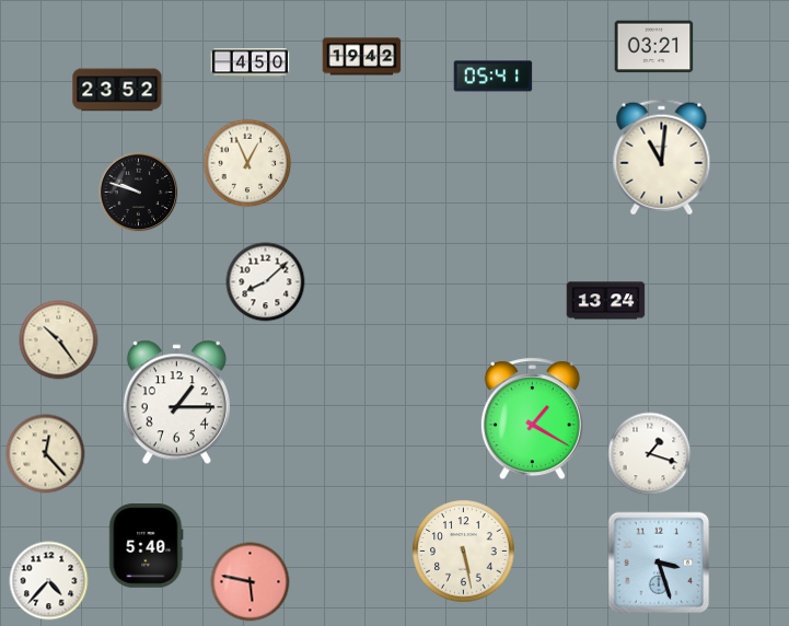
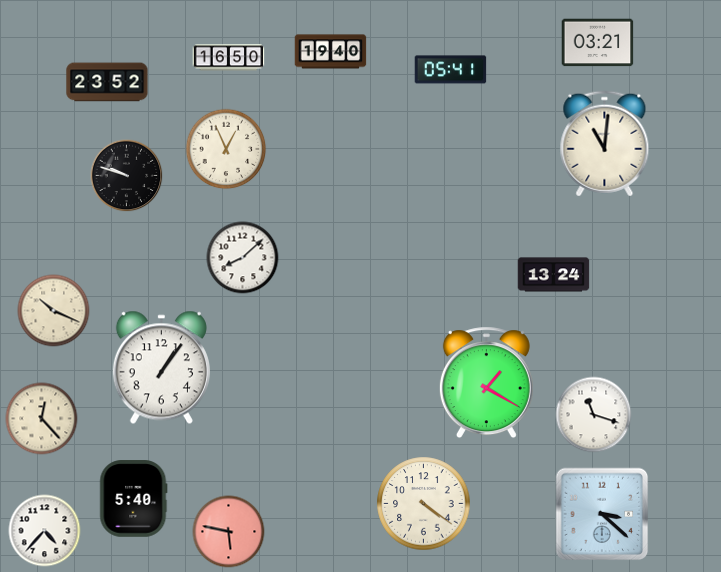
clock at (362, 57): 19:42 -> 19:40
clock at (251, 63): 4:50 -> 16:50
clock at (59, 340): 10:24 -> 10:19
clock at (176, 403): 1:15 -> 1:06
clock at (46, 454) position: (46, 454) -> (42, 419)
clock at (650, 454): 1:18 -> 11:18
clock at (464, 552): 5:28 -> 4:21
clock at (659, 563): 3:27 -> 3:22
